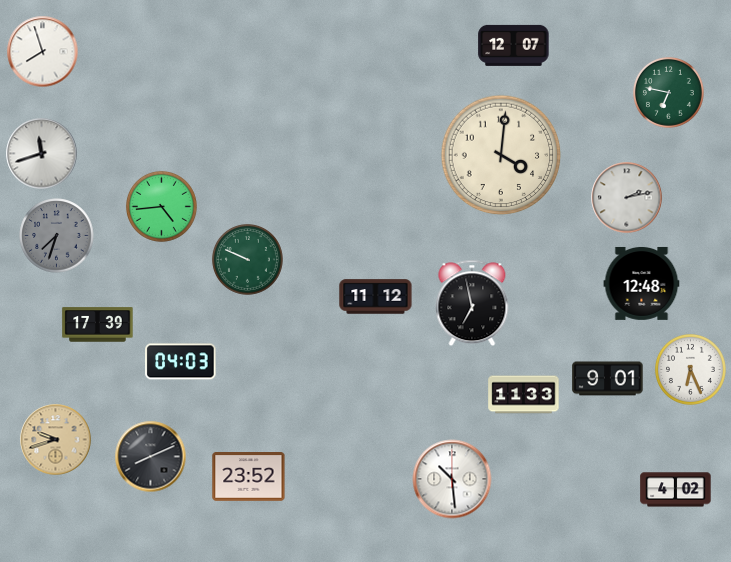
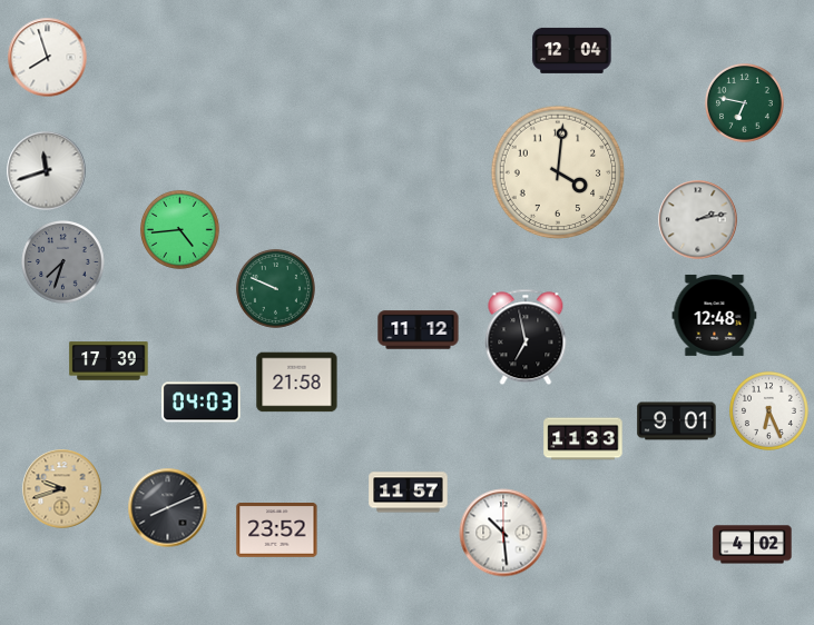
clock at (514, 45): 12:07 -> 12:04
clock at (297, 383): none -> 21:58
clock at (409, 493): none -> 11:57
